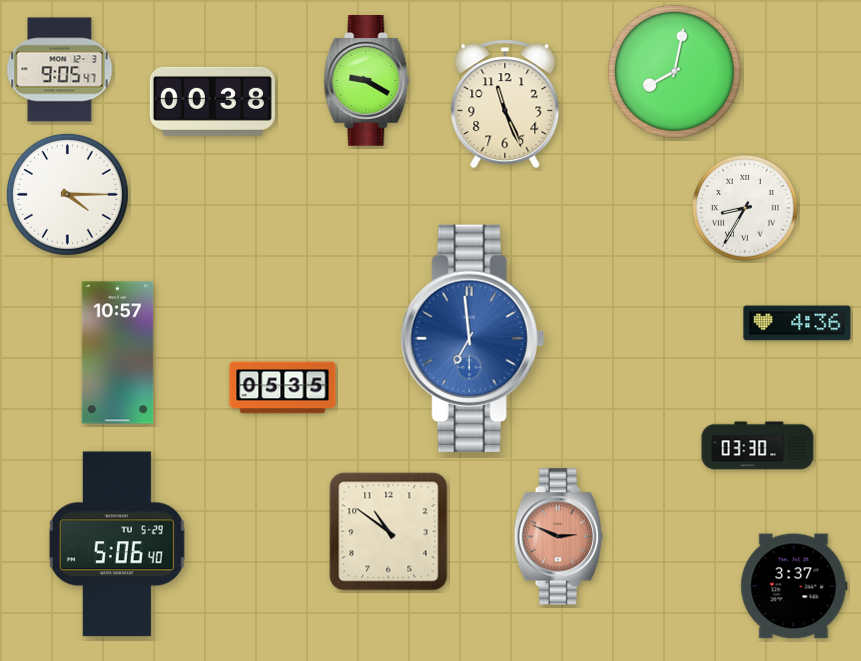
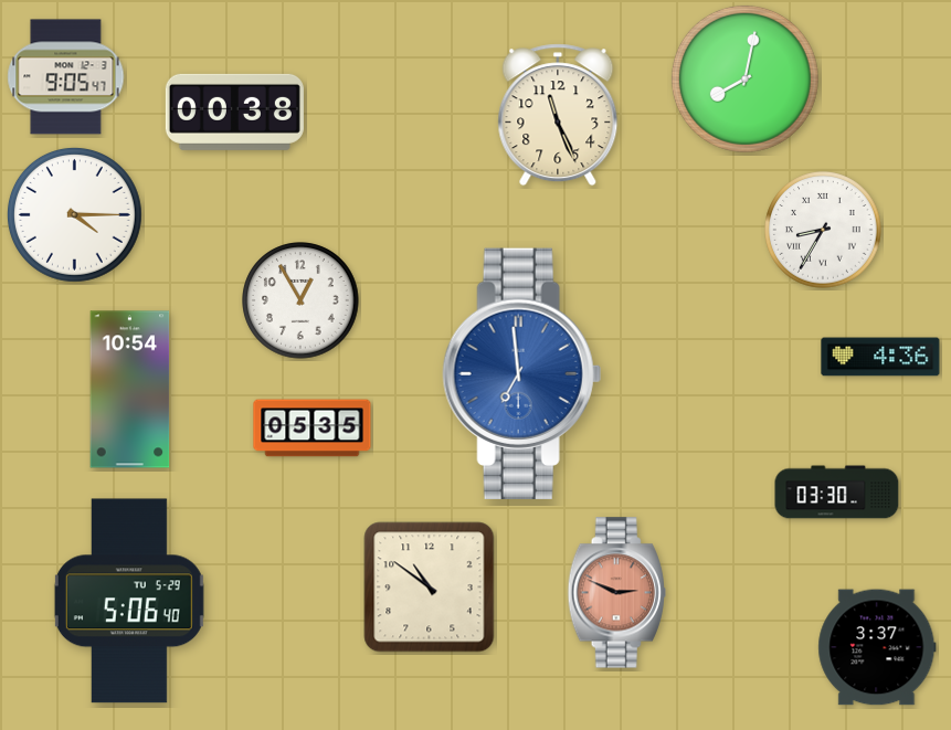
clock at (367, 81): 9:20 -> none
clock at (300, 300): none -> 12:55
clock at (118, 353): 10:57 -> 10:54
